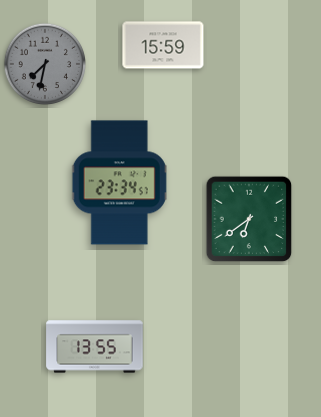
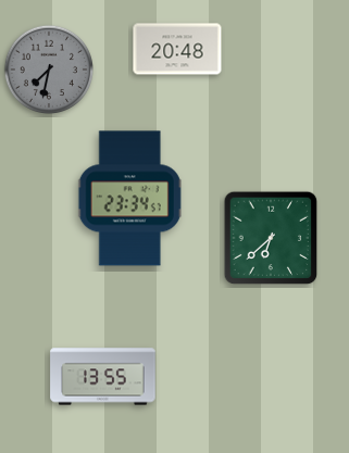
clock at (163, 45): 15:59 -> 20:48
clock at (249, 219): 6:39 -> 6:38
